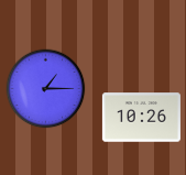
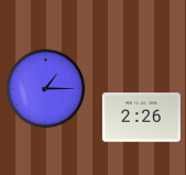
clock at (141, 118): 10:26 -> 2:26
